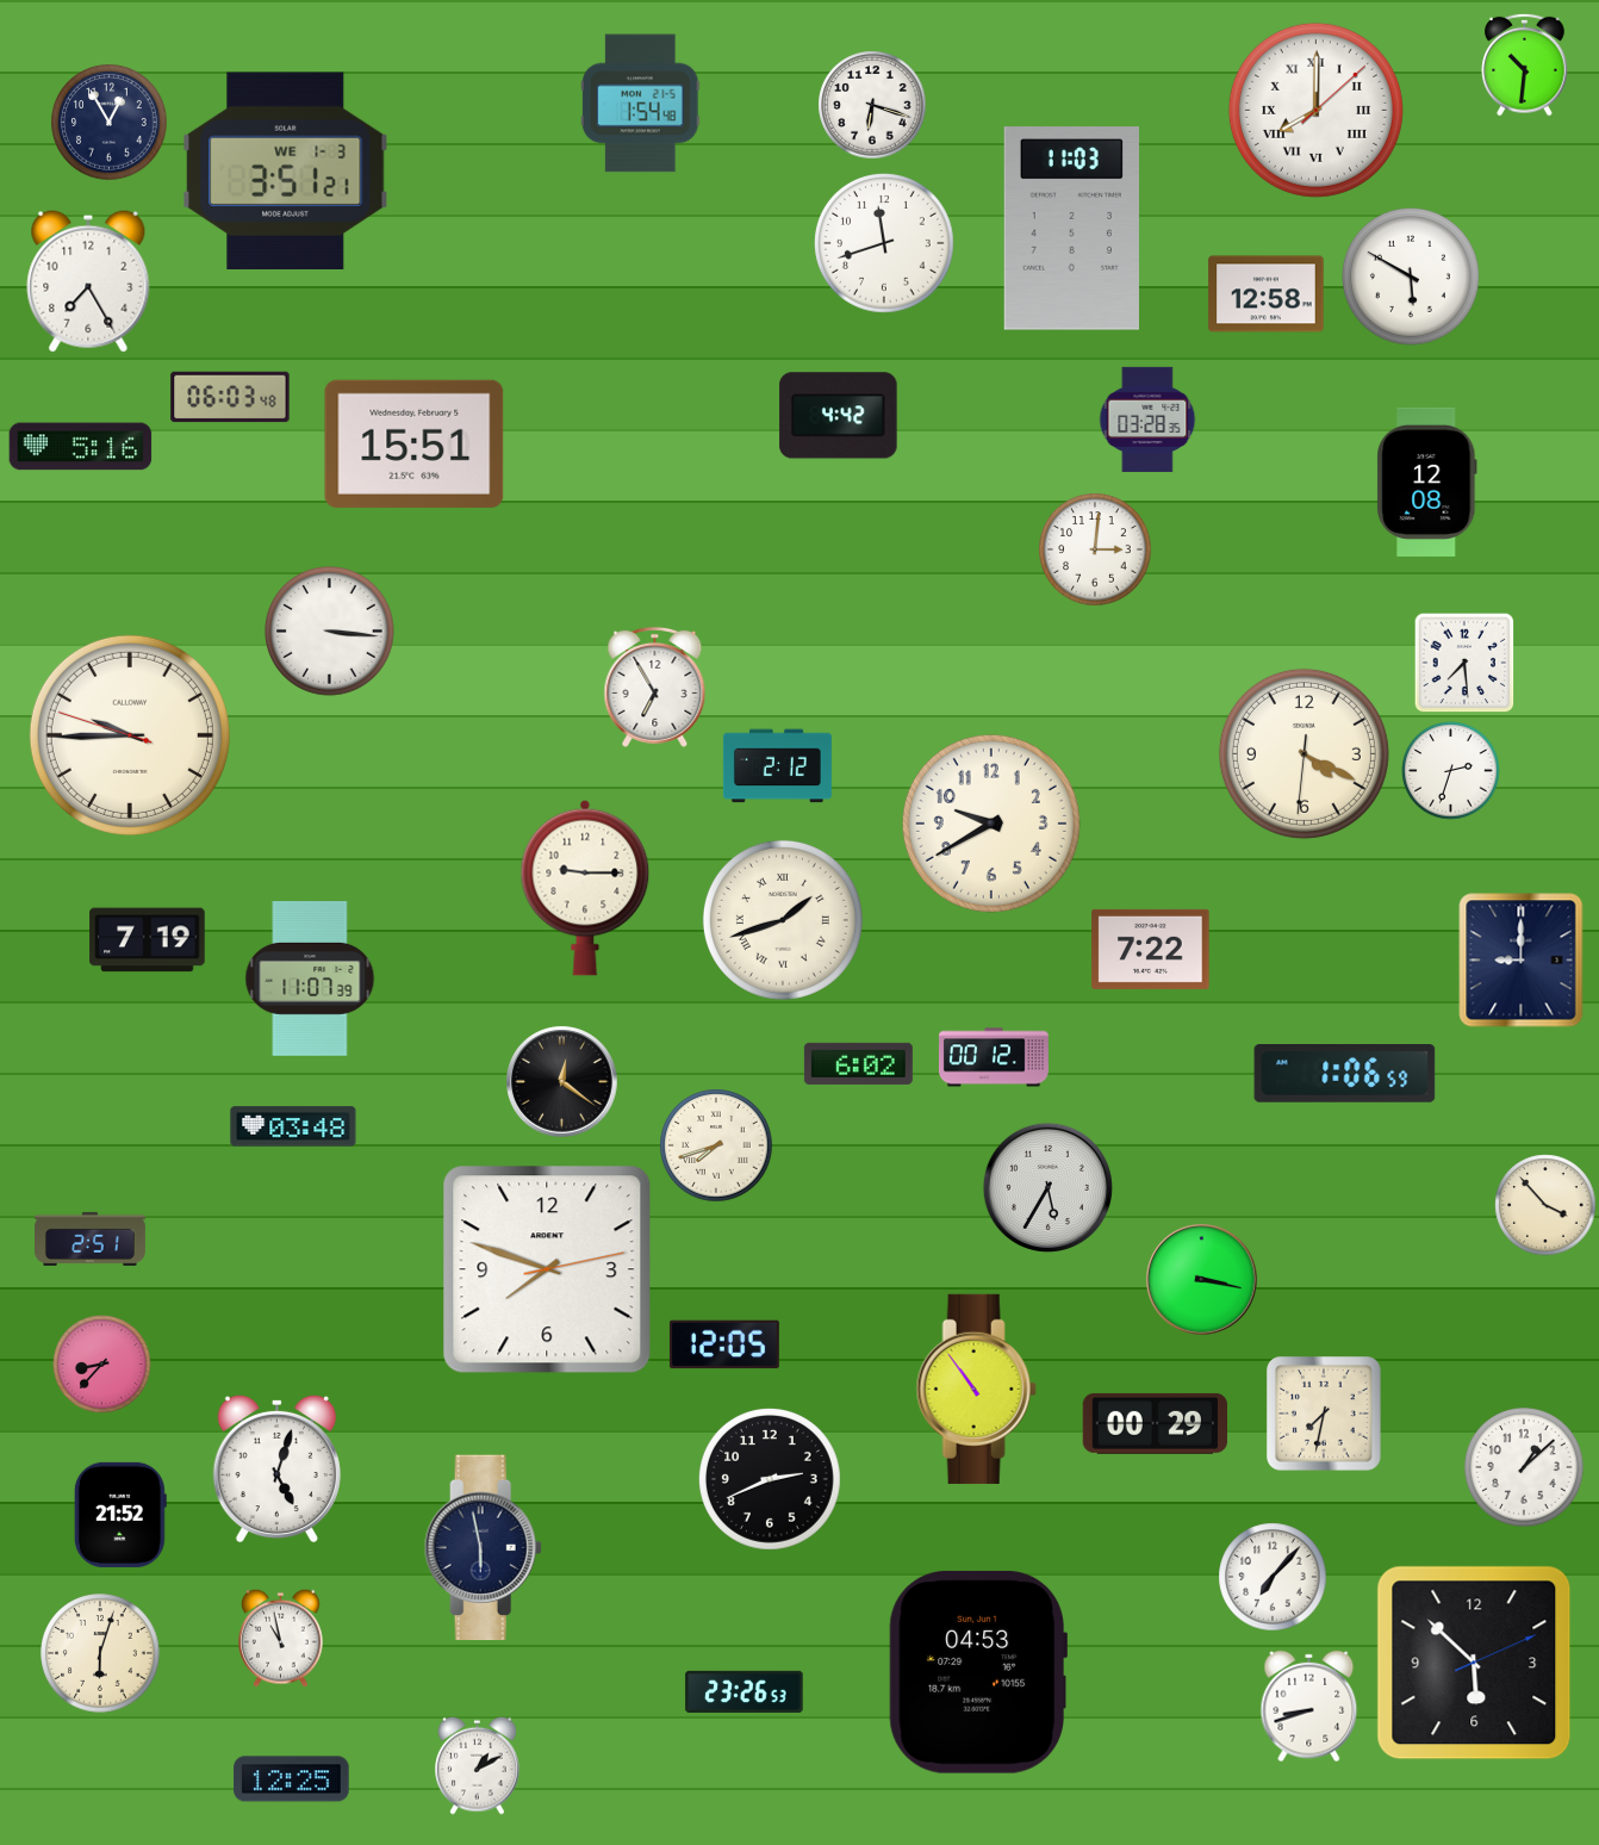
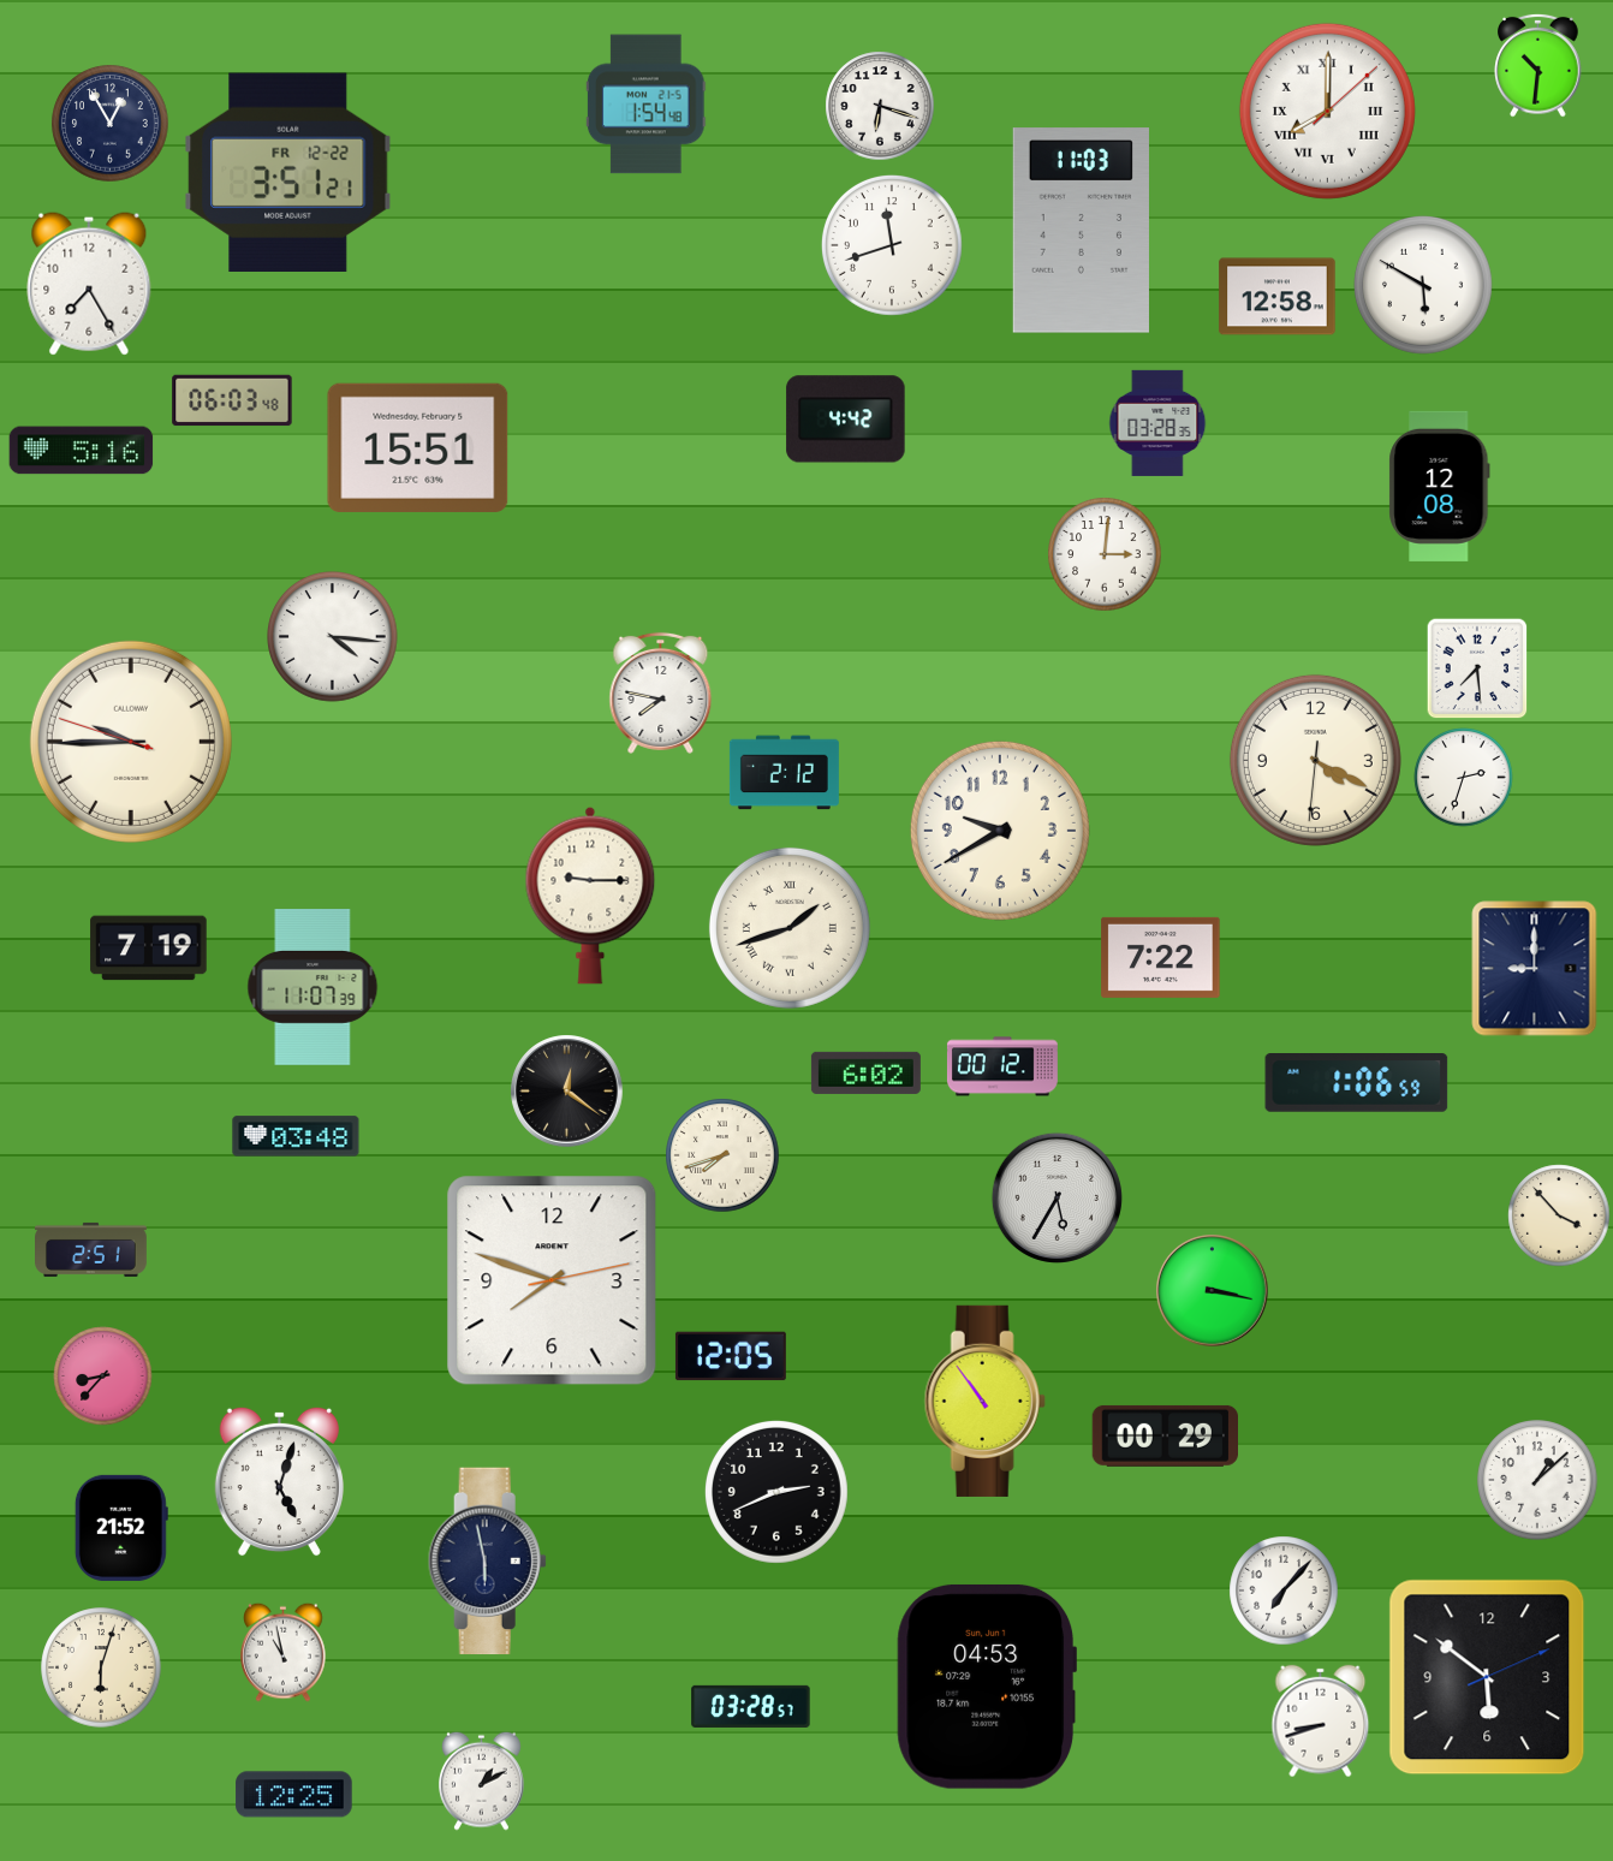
clock at (286, 170) date: WE 1-3 -> FR 12-22
clock at (1412, 278) position: (1412, 278) -> (1424, 286)
clock at (330, 632): 3:16 -> 4:16
clock at (655, 687): 6:55 -> 7:47
clock at (1324, 1414): 7:32 -> none
clock at (1474, 1663): 5:52 -> 5:51
clock at (745, 1691): 23:26 -> 03:28
